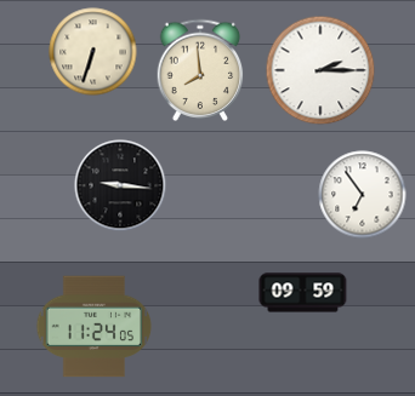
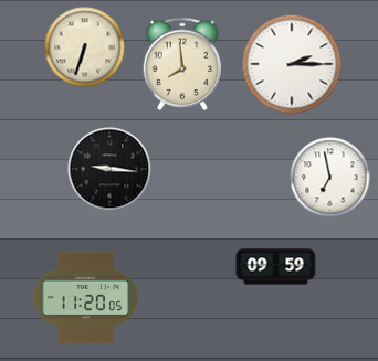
clock at (363, 195): 6:54 -> 6:58
clock at (95, 327): 11:24 -> 11:20
